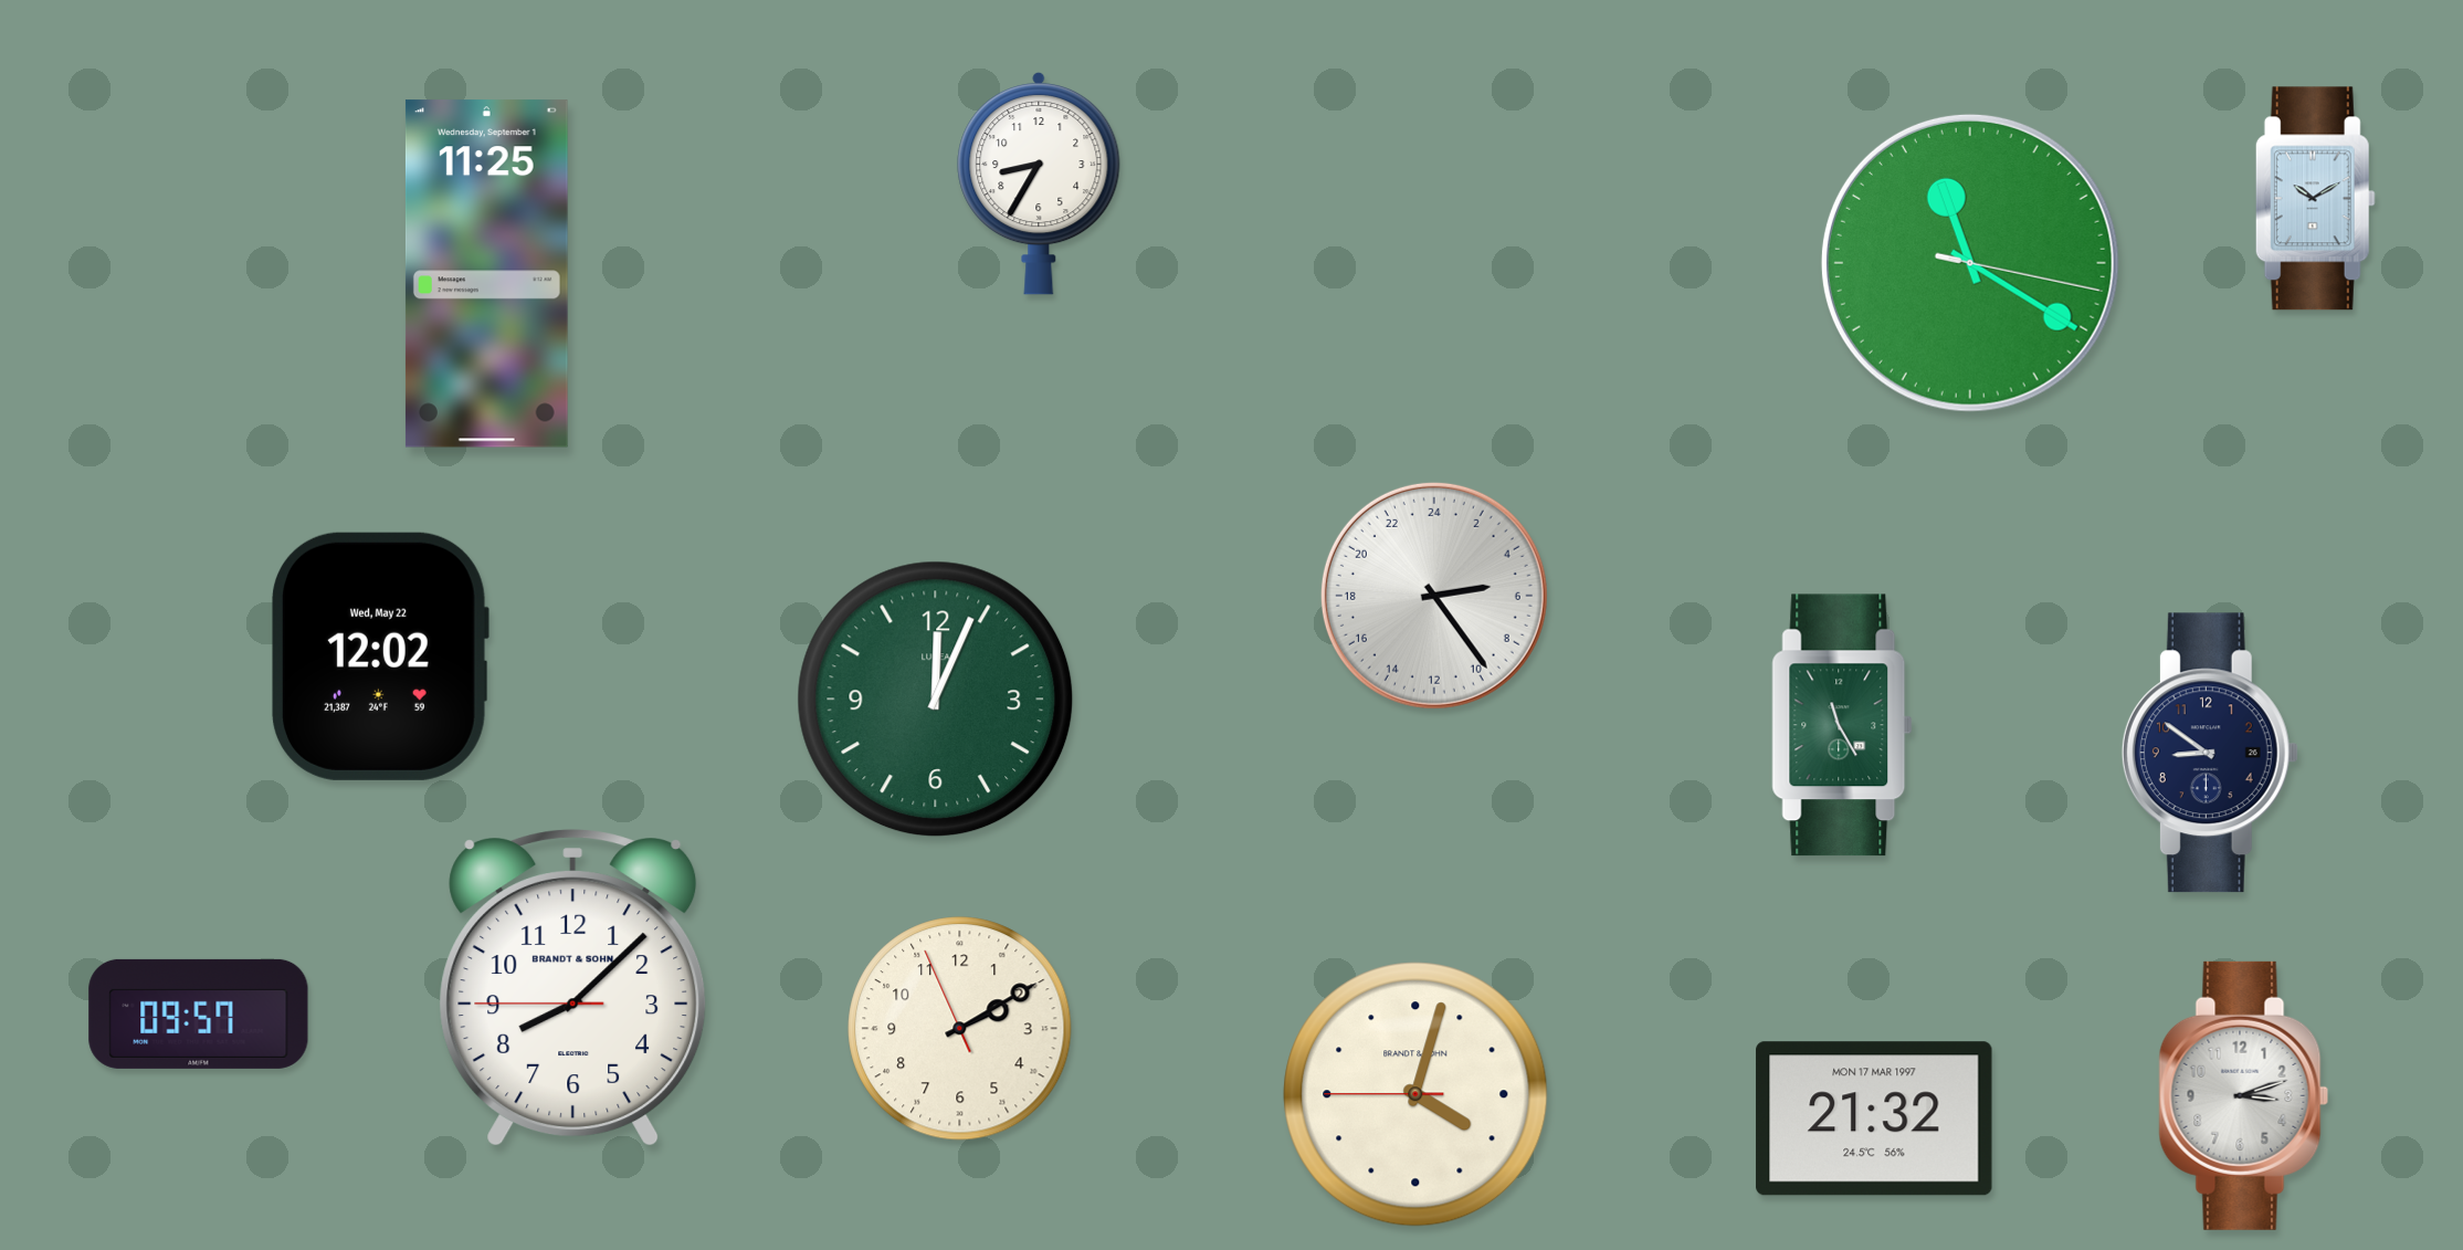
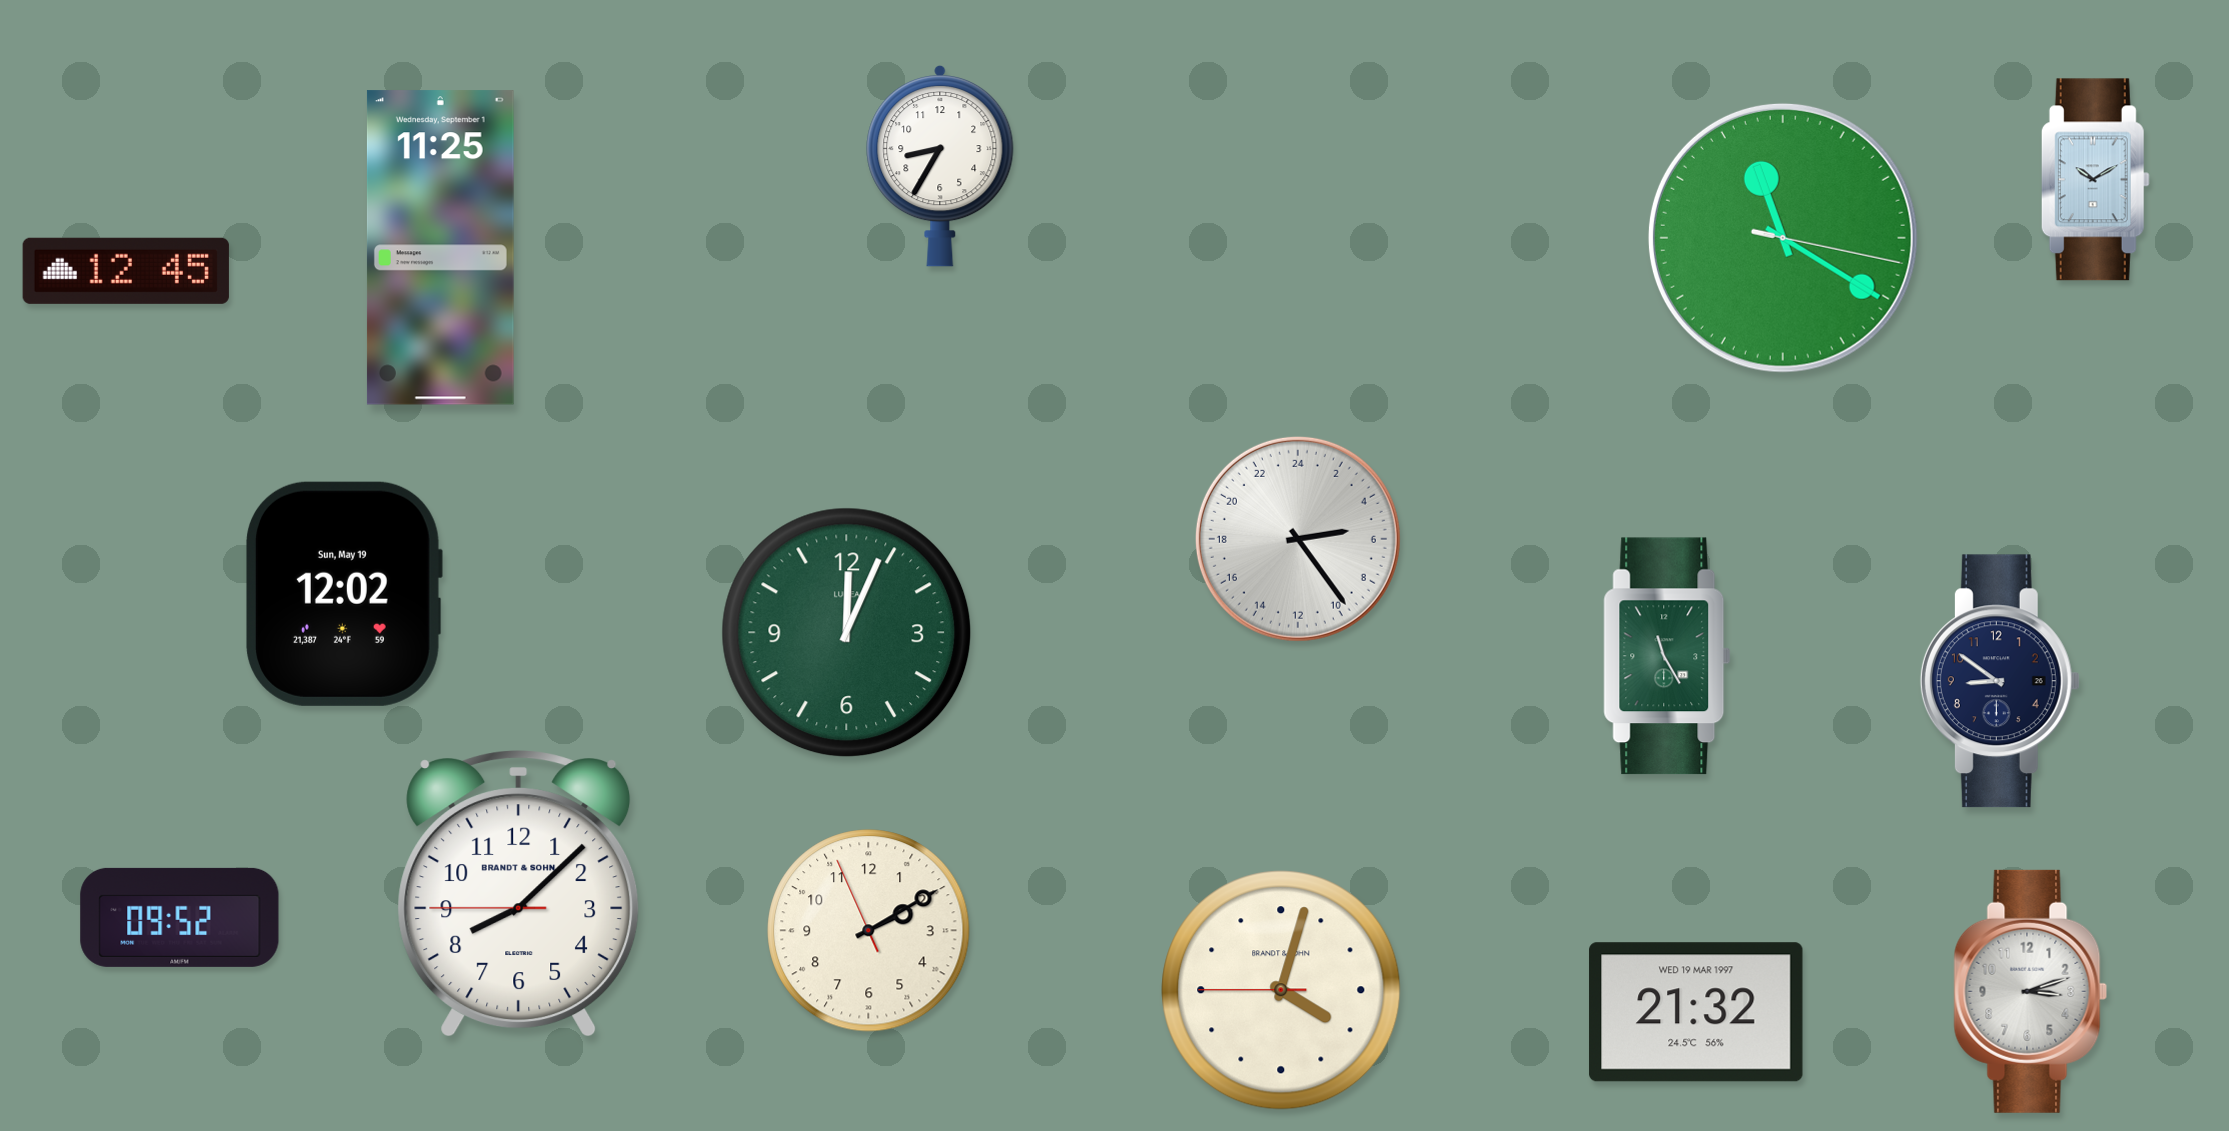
clock at (126, 271): none -> 12:45
clock at (380, 656) date: Wed, May 22 -> Sun, May 19
clock at (199, 1013): 09:57 -> 09:52
clock at (1874, 1118) date: MON 17 MAR 1997 -> WED 19 MAR 1997
